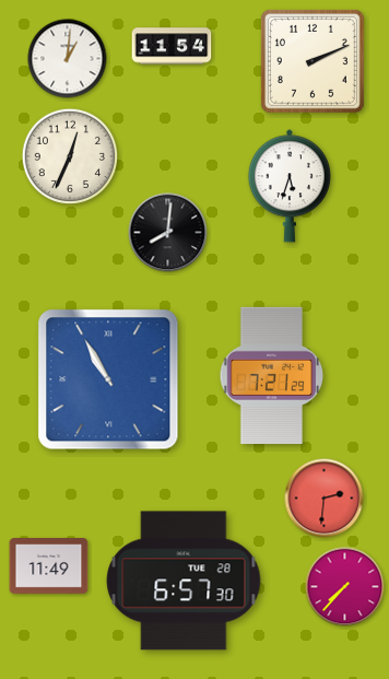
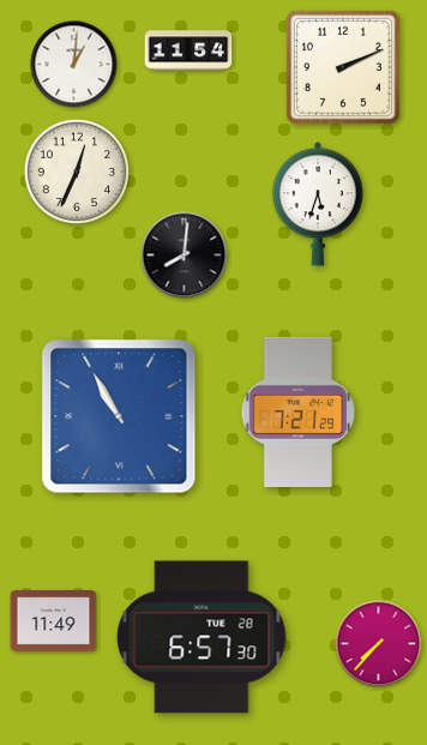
clock at (325, 499): 2:31 -> none
